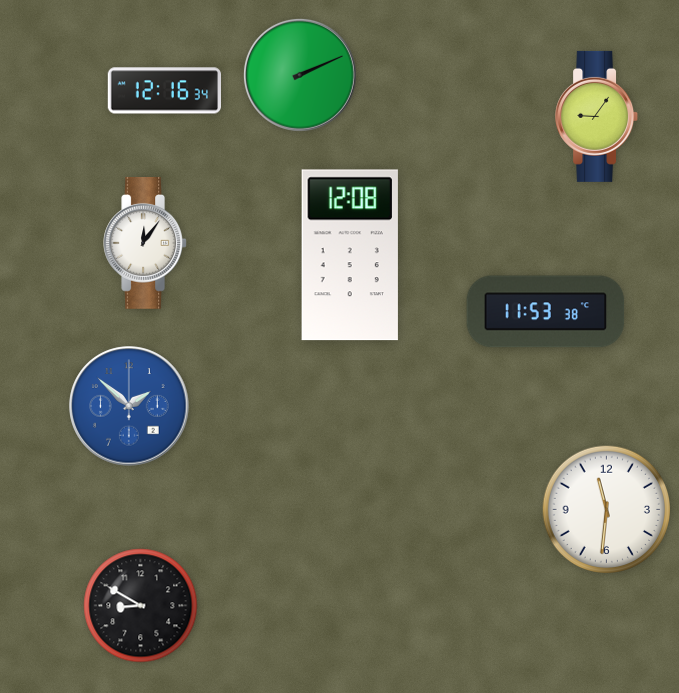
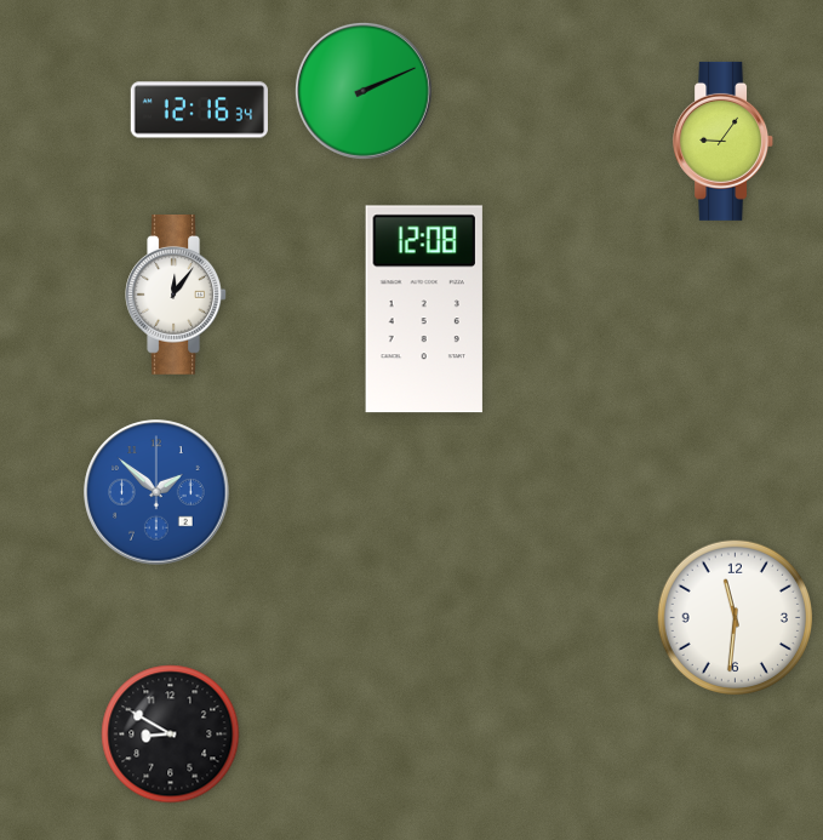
clock at (546, 312): 11:53 -> none
